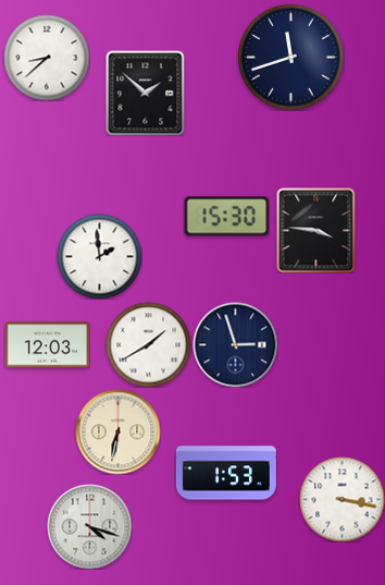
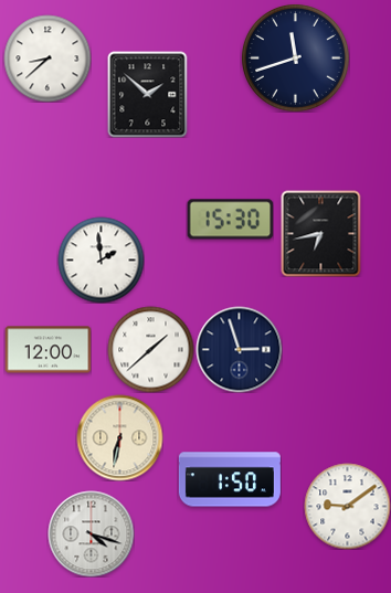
clock at (316, 230): 3:46 -> 6:43
clock at (148, 344): 1:40 -> 1:38
clock at (47, 345): 12:03 -> 12:00
clock at (226, 473): 1:53 -> 1:50
clock at (341, 499): 3:17 -> 9:09
